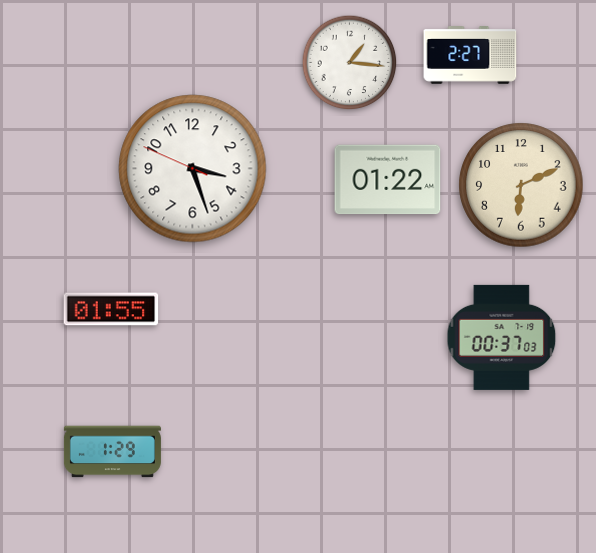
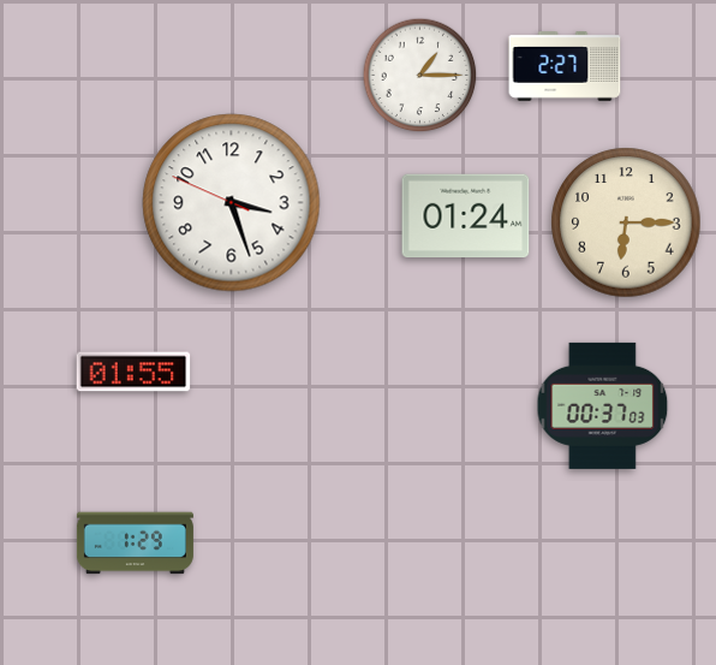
clock at (350, 63): 1:16 -> 1:15
clock at (388, 180): 01:22 -> 01:24
clock at (521, 185): 6:11 -> 6:15
